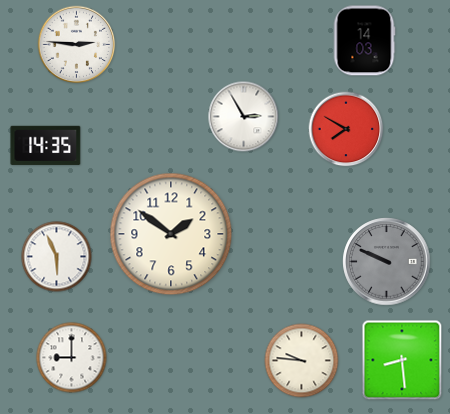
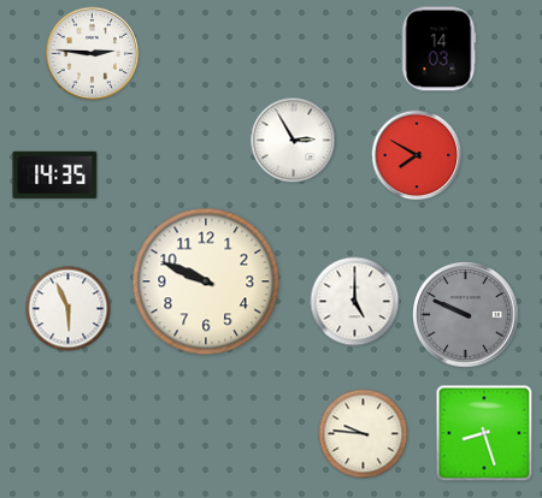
clock at (171, 234): 1:51 -> 9:49
clock at (355, 302): none -> 5:00
clock at (72, 358): 9:00 -> none
clock at (402, 360): 8:29 -> 8:27
